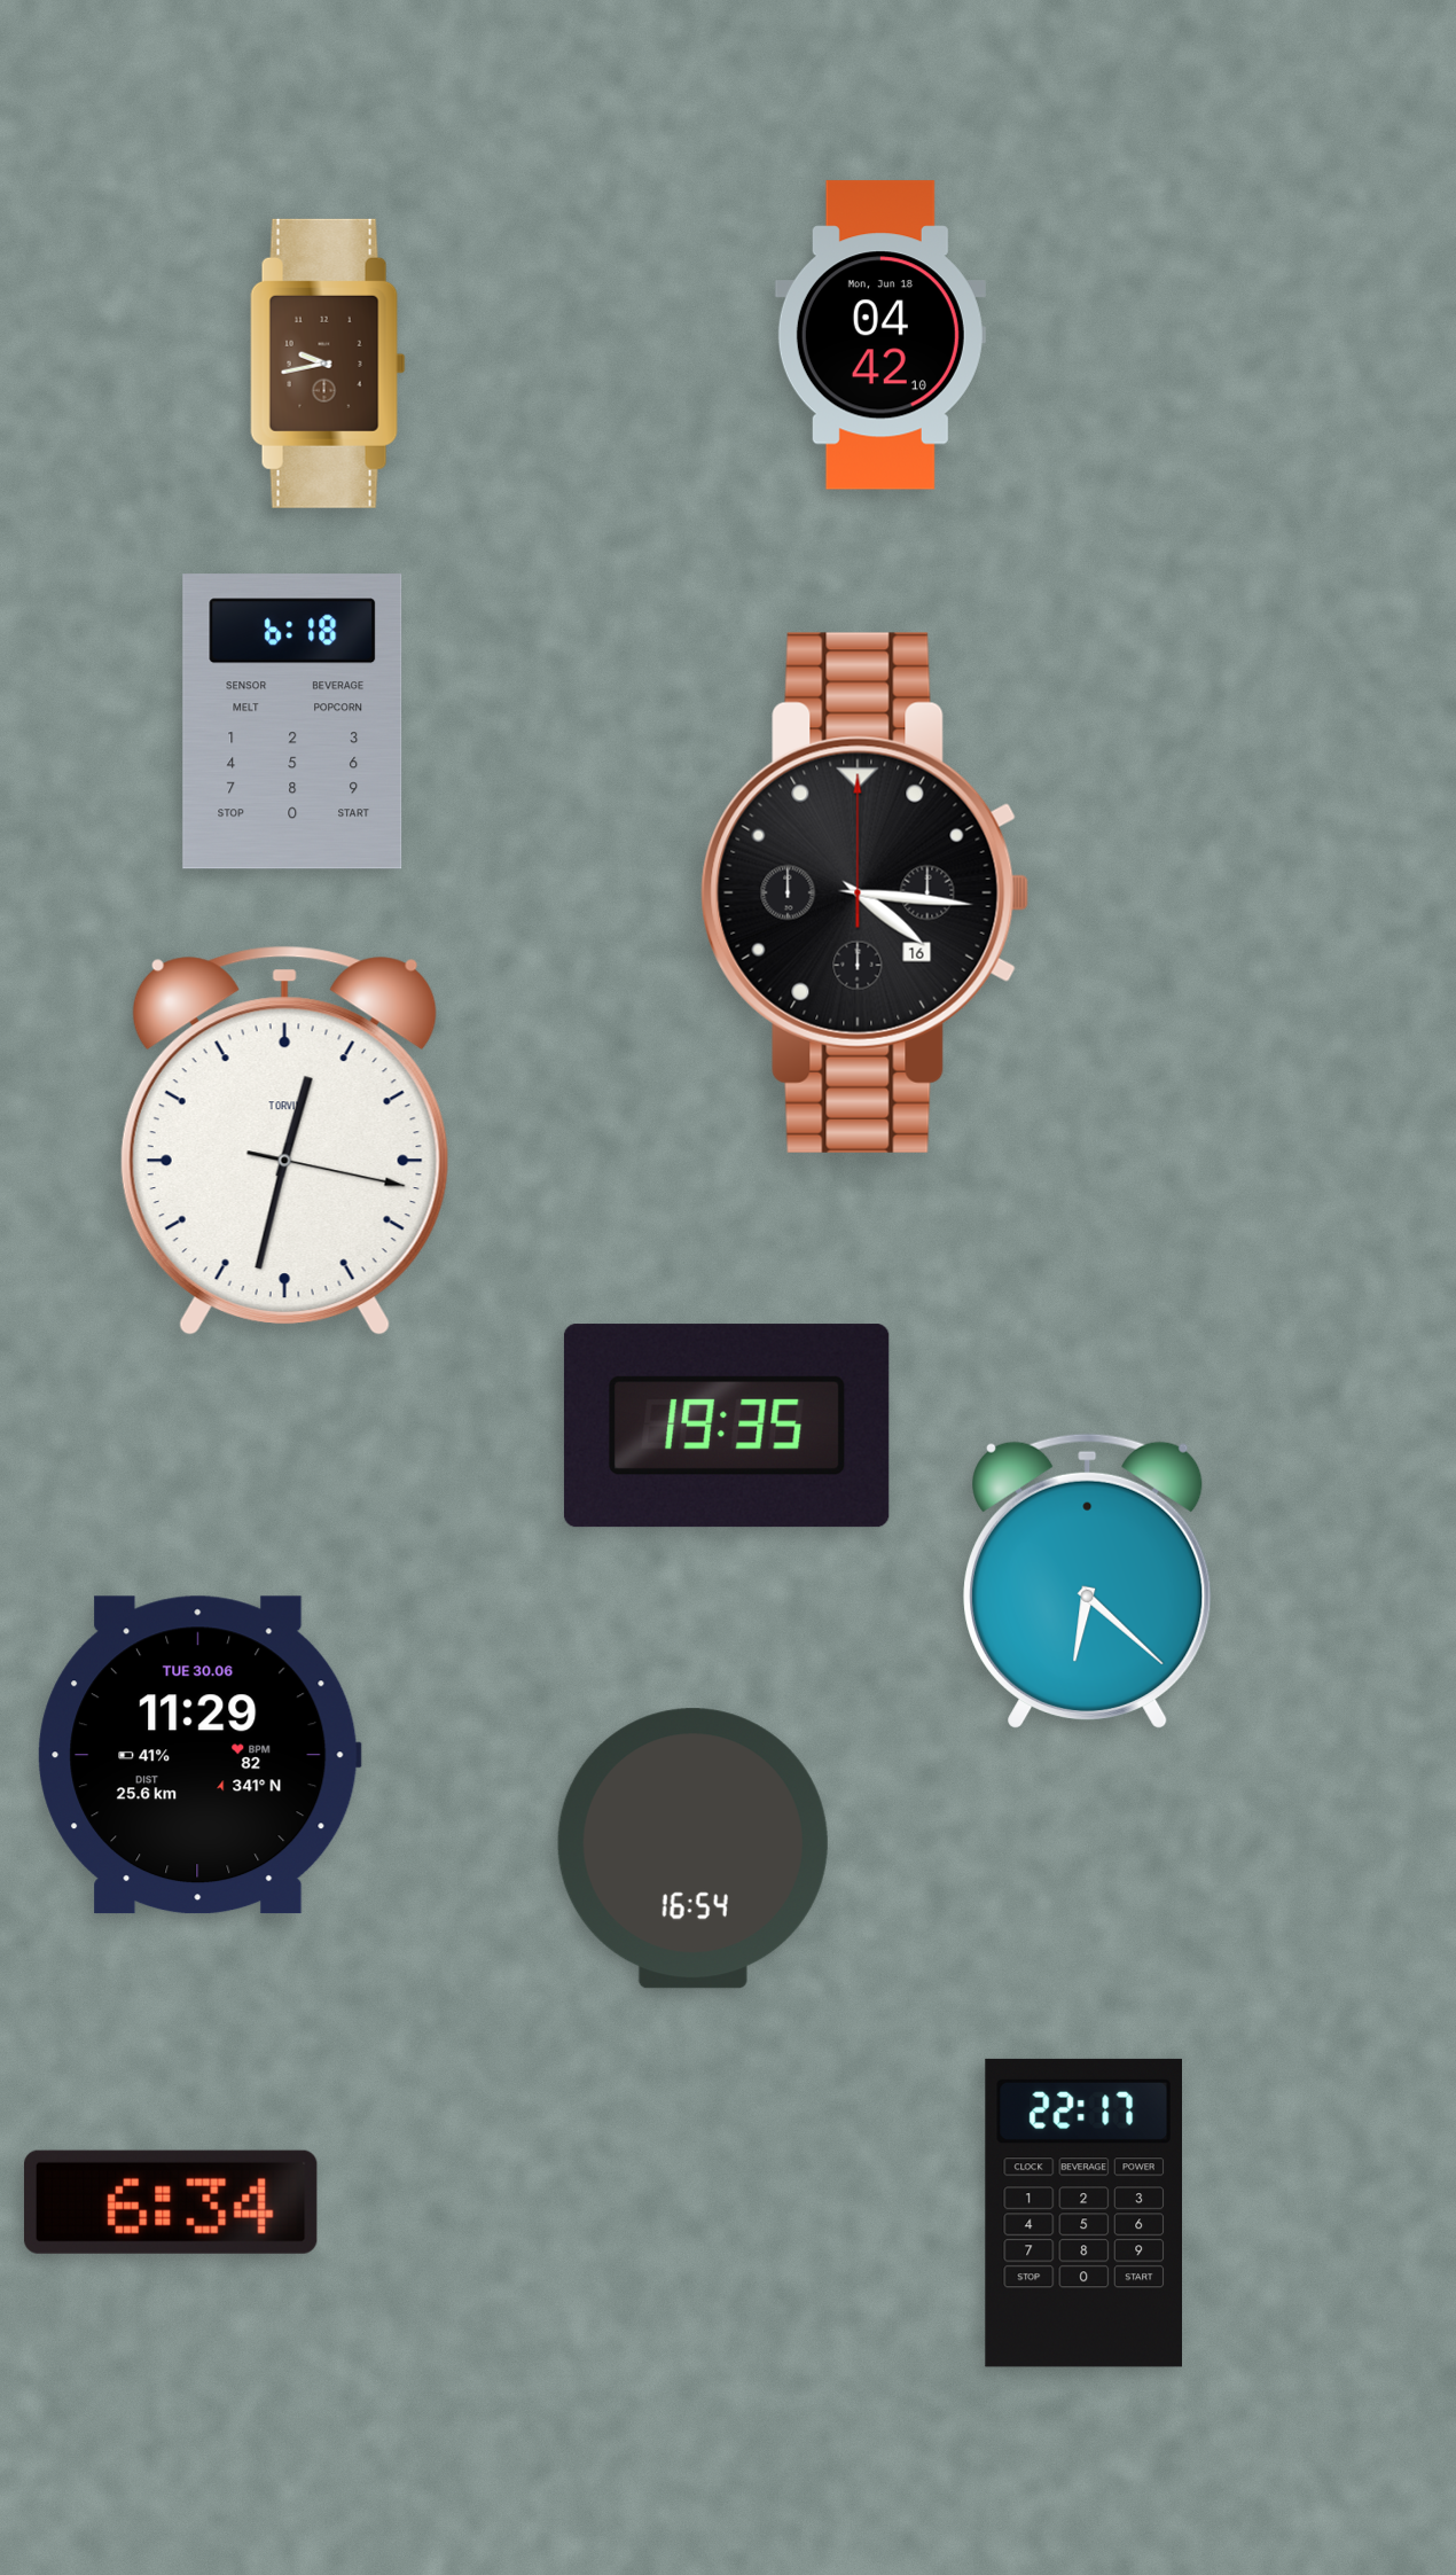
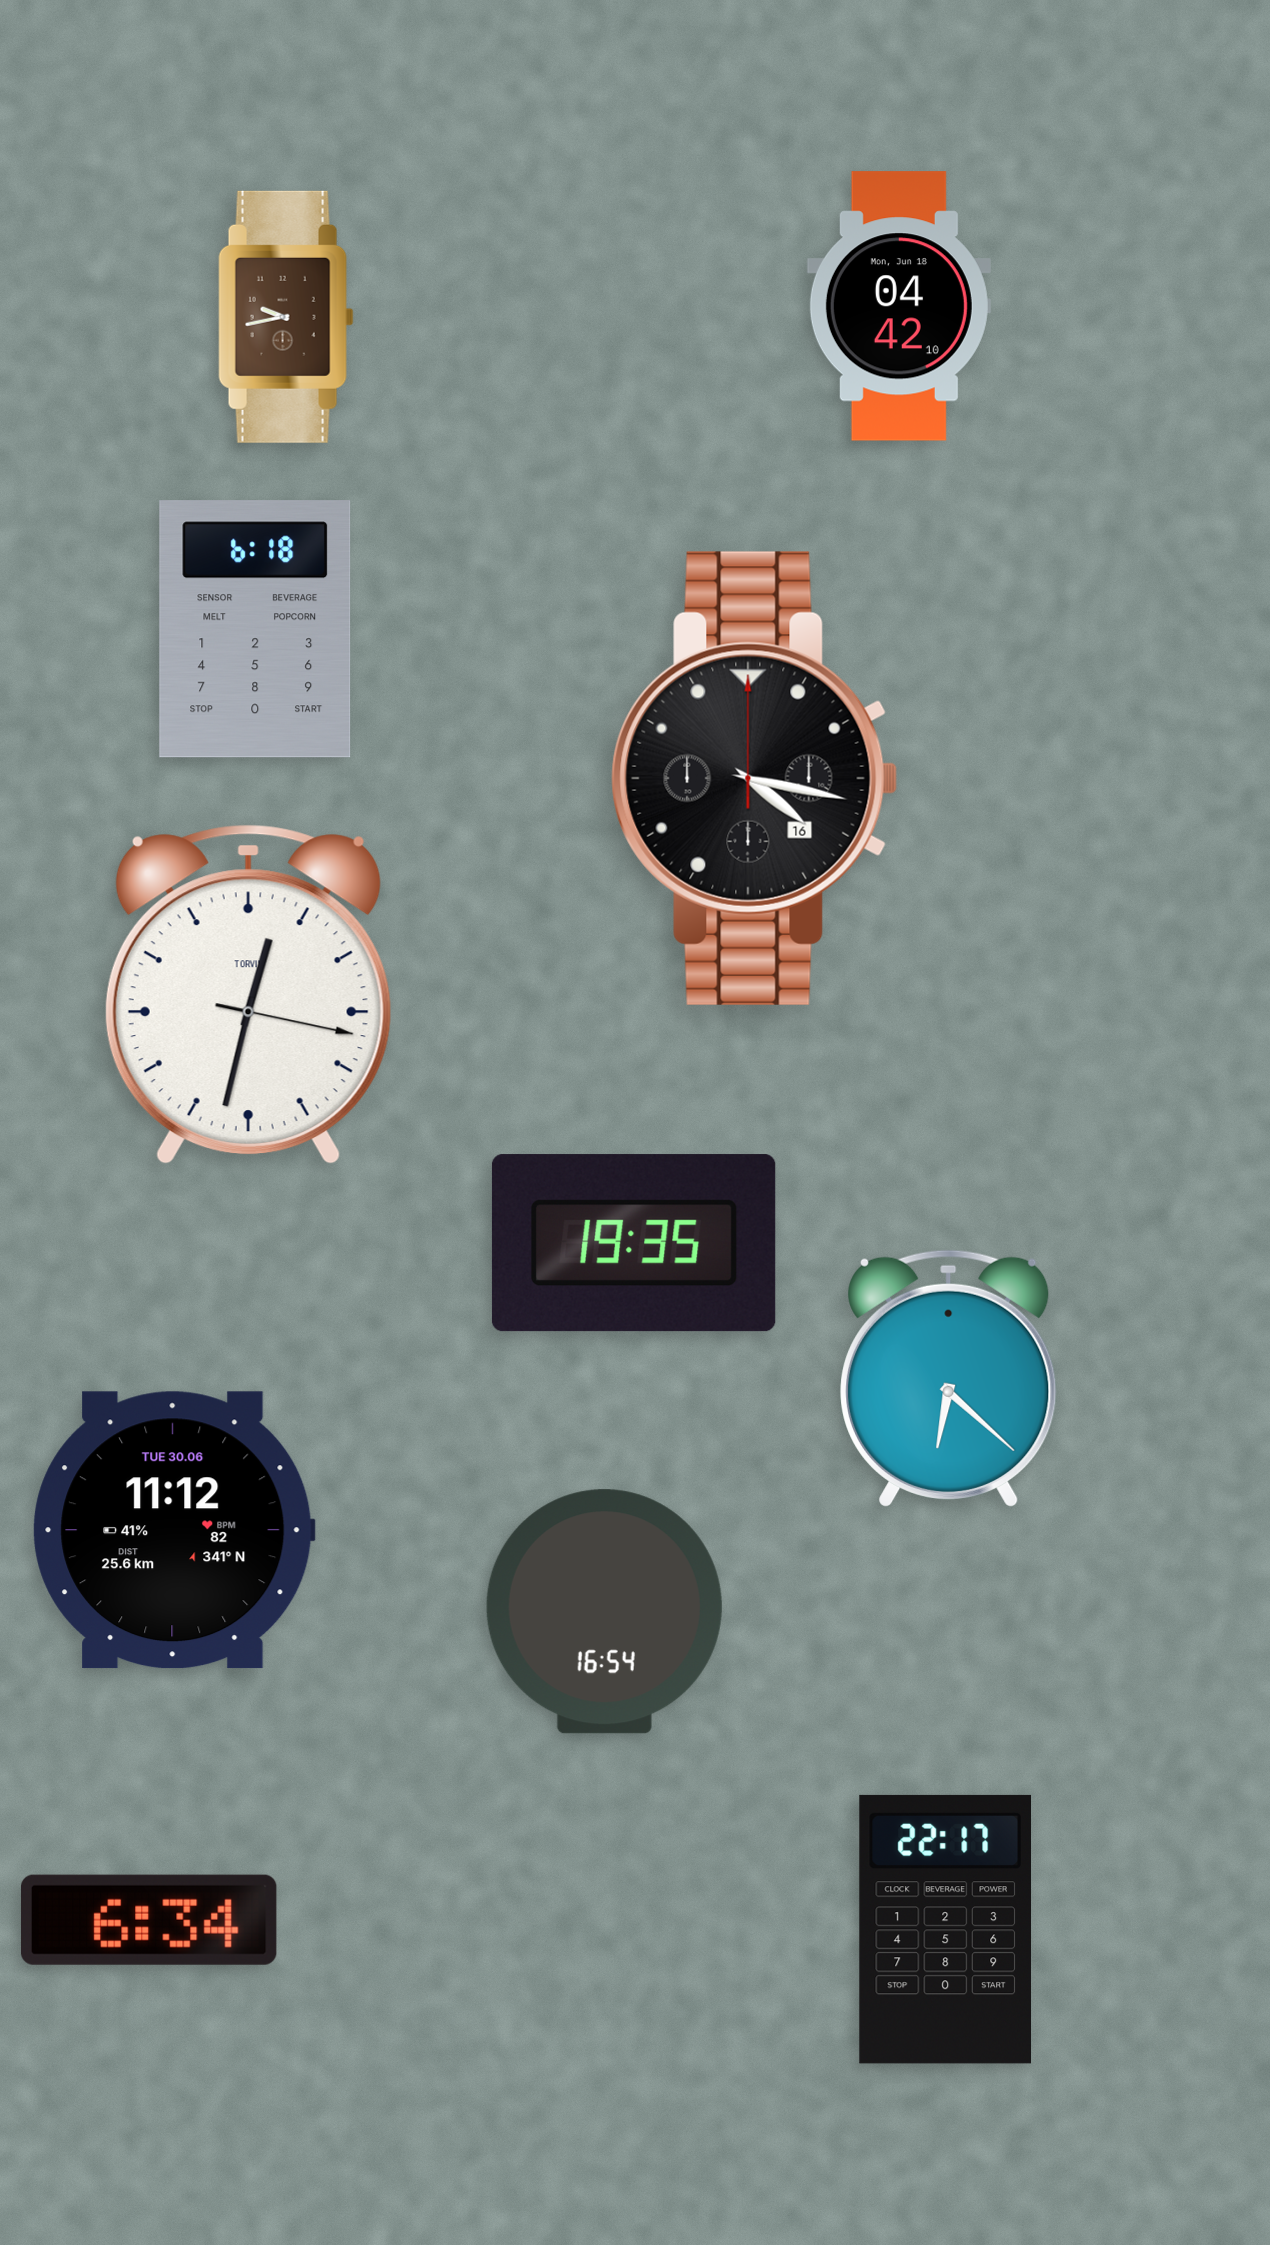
clock at (880, 335) position: (880, 335) -> (899, 306)
clock at (866, 892): 4:16 -> 4:17
clock at (199, 1755): 11:29 -> 11:12
